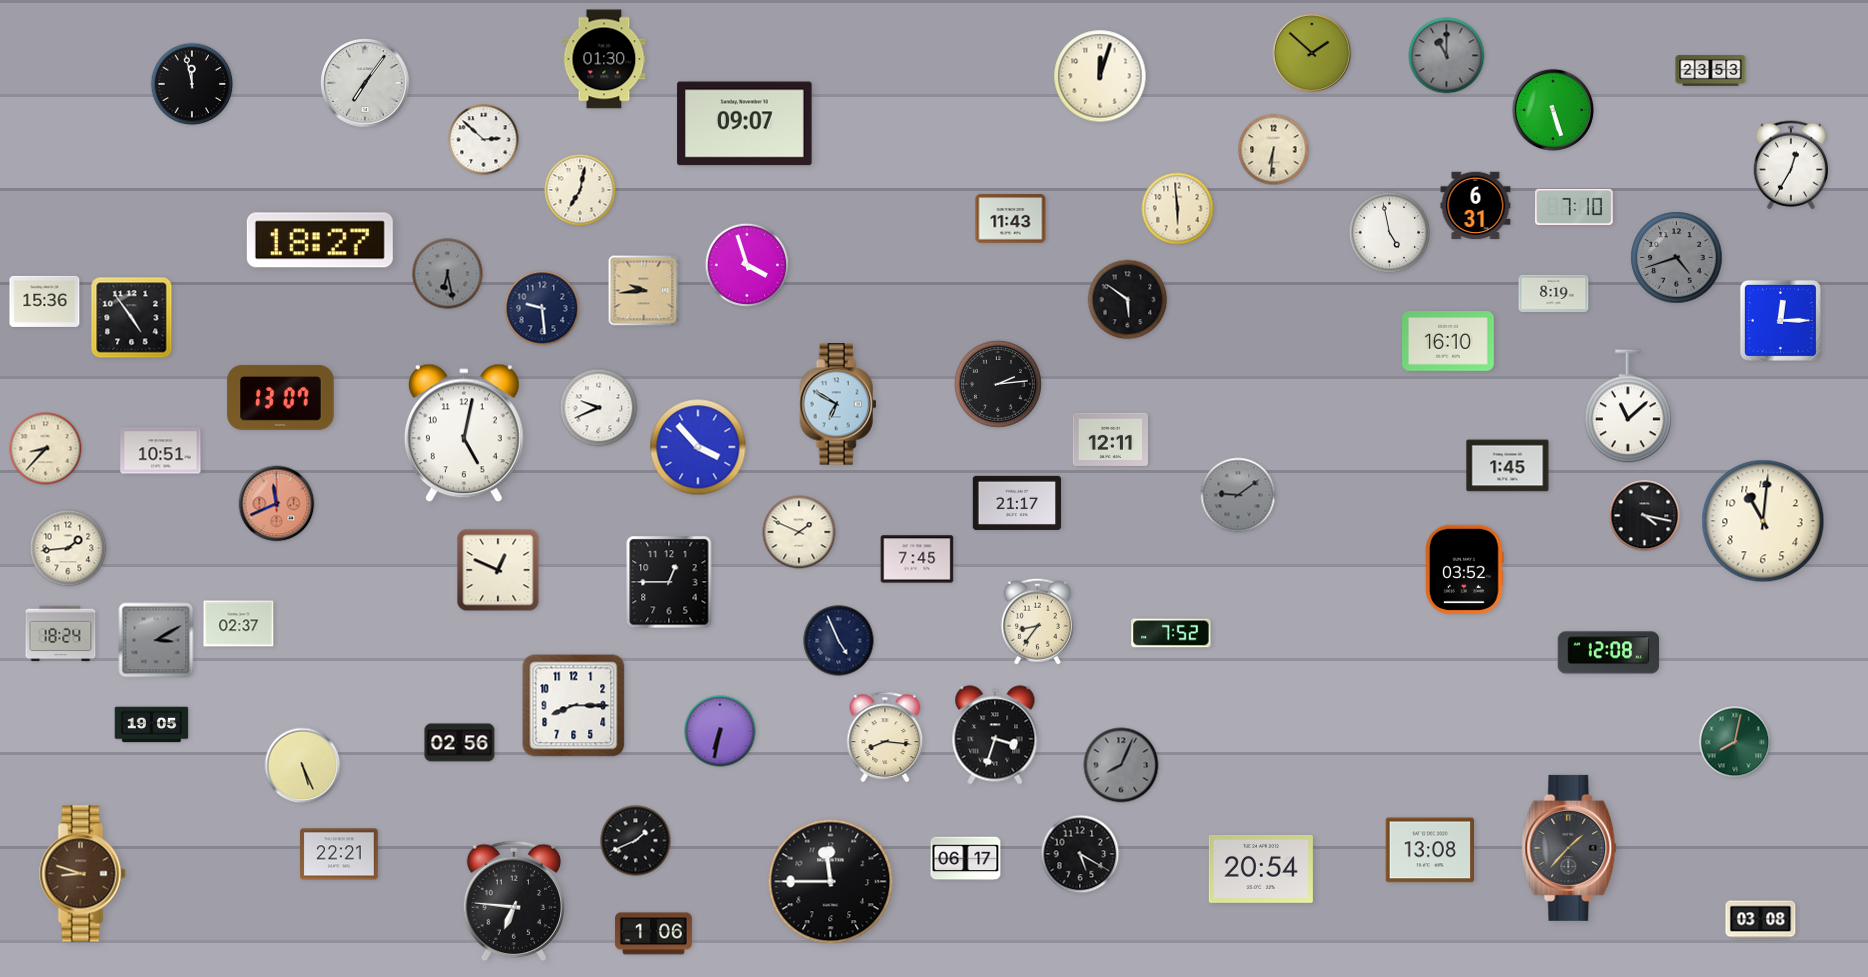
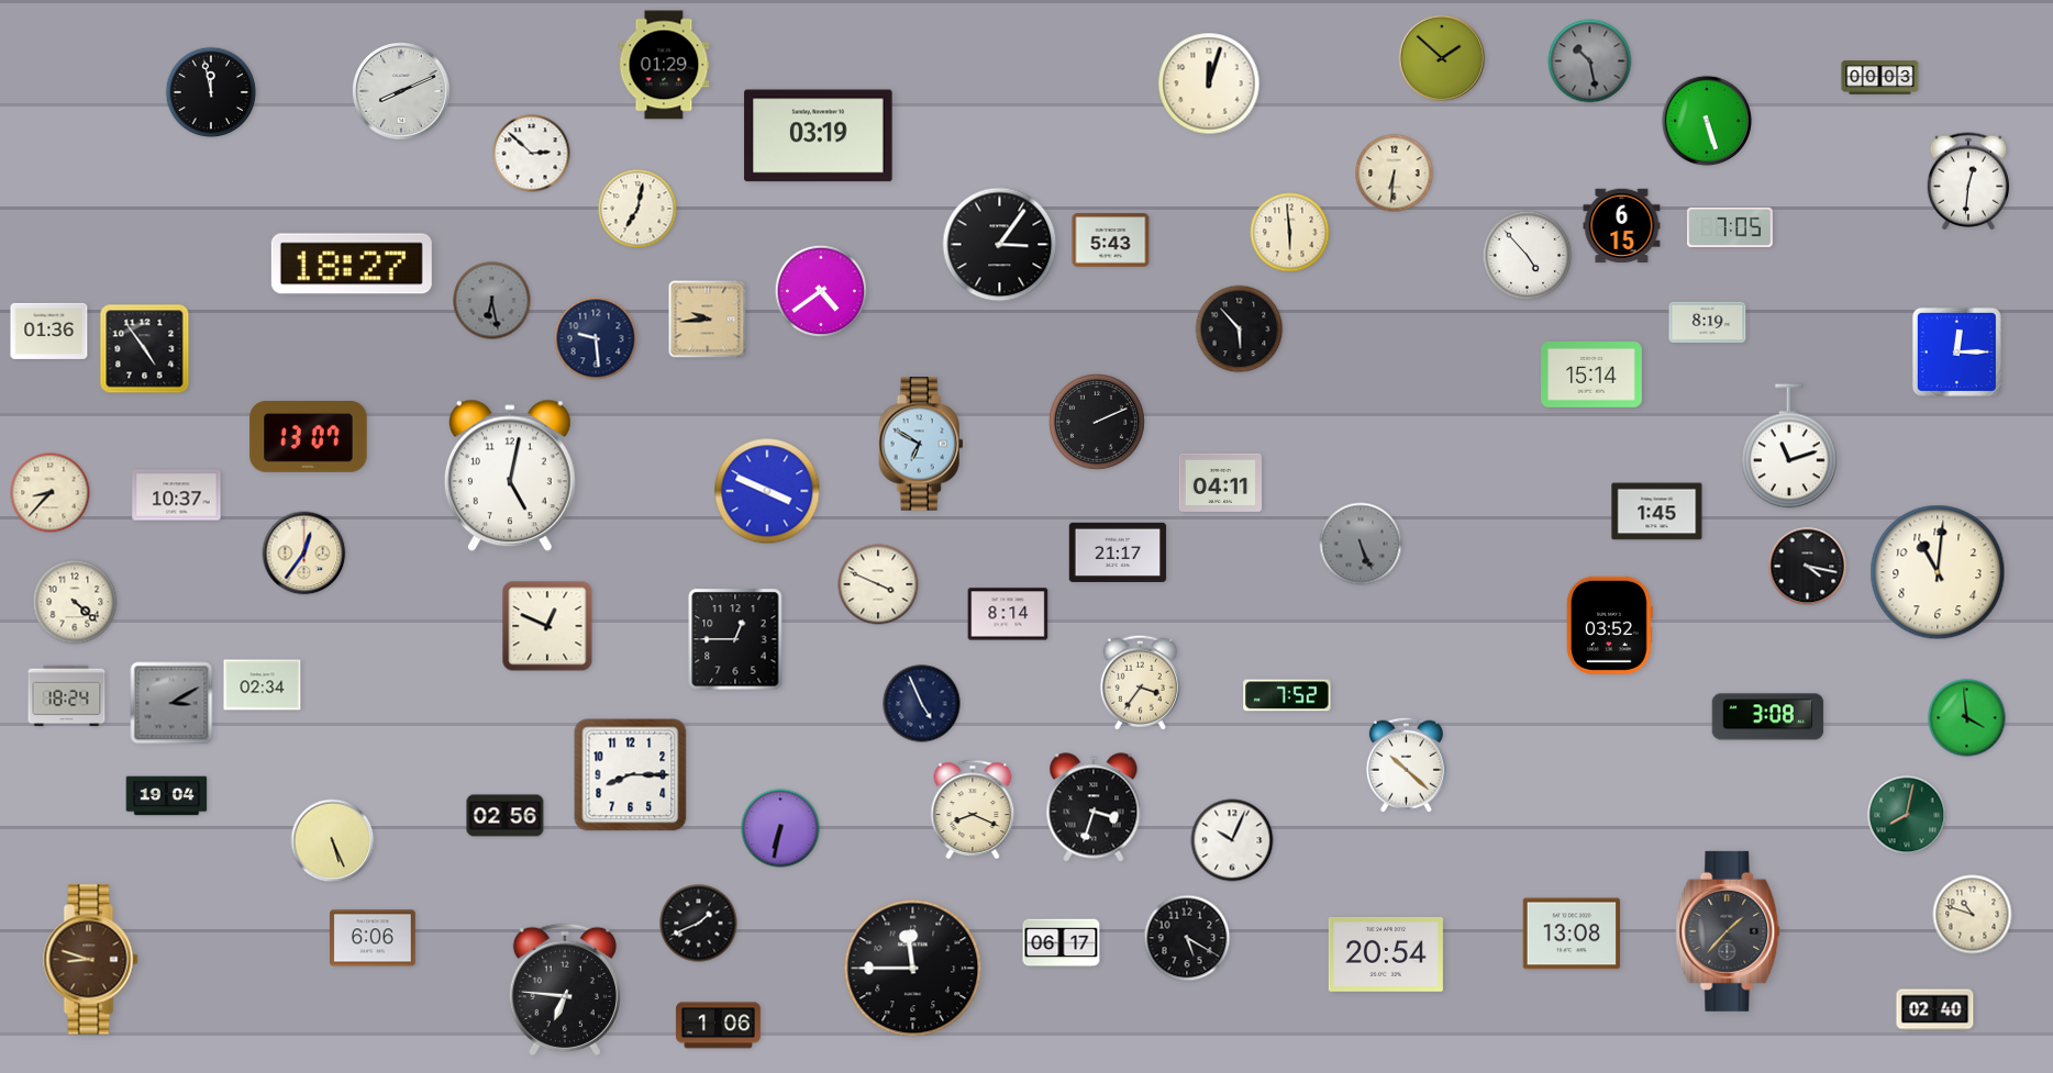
clock at (1447, 56): 11:00 -> 10:28
clock at (604, 59): 01:30 -> 01:29
clock at (1711, 71): 23:53 -> 00:03
clock at (365, 83): 7:06 -> 8:11
clock at (745, 124): 09:07 -> 03:19
clock at (1274, 150) position: (1274, 150) -> (1395, 174)
clock at (1791, 165): 12:35 -> 12:31
clock at (1476, 206): 6:31 -> 6:15
clock at (1574, 207): 7:10 -> 7:05
clock at (1178, 209) position: (1178, 209) -> (1290, 233)
clock at (1011, 219): 11:43 -> 5:43
clock at (1000, 245): none -> 3:06
clock at (1390, 233): 4:58 -> 4:53
clock at (1677, 258): 4:42 -> none
clock at (746, 264): 3:57 -> 4:39
clock at (1128, 300): 5:51 -> 5:53
clock at (45, 301): 15:36 -> 01:36
clock at (1448, 342): 16:10 -> 15:14
clock at (998, 384): 2:14 -> 2:11
clock at (1628, 406): 11:08 -> 11:12
clock at (599, 408): 9:41 -> none
clock at (1110, 439): 12:11 -> 04:11
clock at (698, 447): 3:53 -> 3:49
clock at (161, 451): 10:51 -> 10:37
clock at (1238, 495): 9:09 -> 5:26
clock at (277, 504): 11:41 -> 12:36
clock at (277, 504) dial: salmon -> cream
clock at (799, 532): 1:49 -> 3:49
clock at (68, 548): 1:44 -> 4:22
clock at (917, 559): 7:45 -> 8:14
clock at (1037, 621): 8:36 -> 3:36
clock at (239, 624): 02:37 -> 02:34
clock at (1609, 653): 12:08 -> 3:08
clock at (1967, 718): none -> 3:59
clock at (1406, 764): none -> 10:22
clock at (152, 725): 19:05 -> 19:04
clock at (720, 731) position: (720, 731) -> (780, 828)
clock at (885, 736): 8:16 -> 8:19
clock at (1121, 765): 8:04 -> 10:04
clock at (1121, 765) dial: grey -> white
clock at (1973, 915): none -> 10:48
clock at (1569, 848) position: (1569, 848) -> (1728, 931)
clock at (339, 854): 22:21 -> 6:06
clock at (1761, 920): 03:08 -> 02:40
